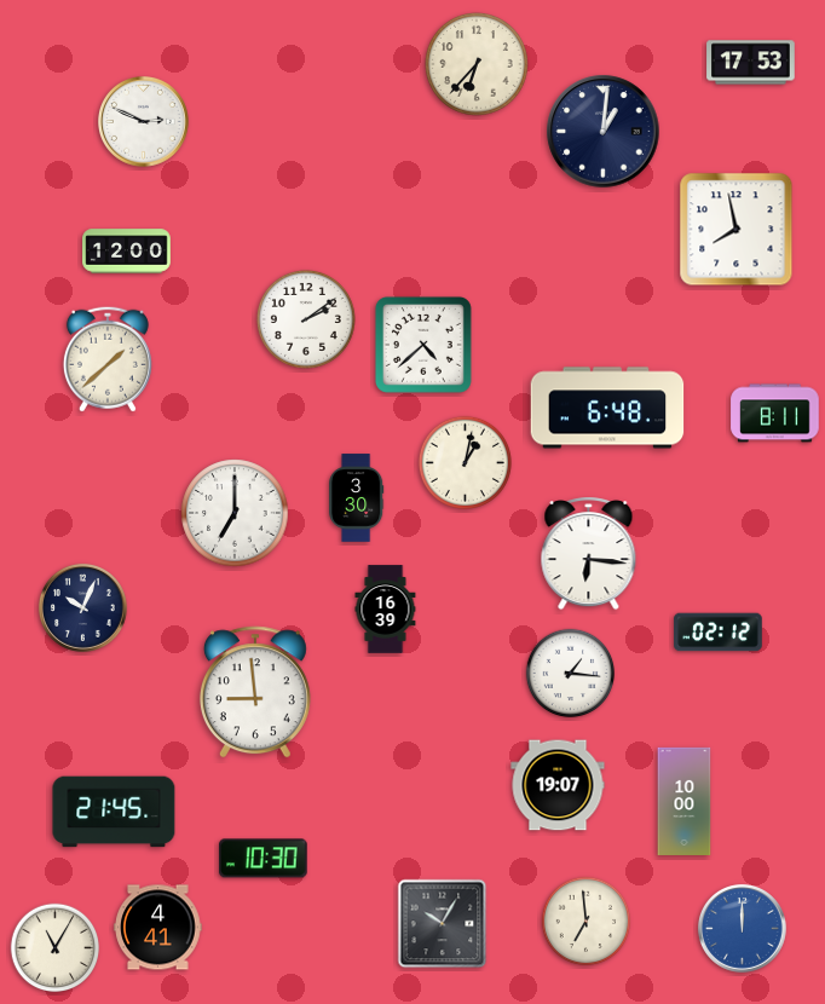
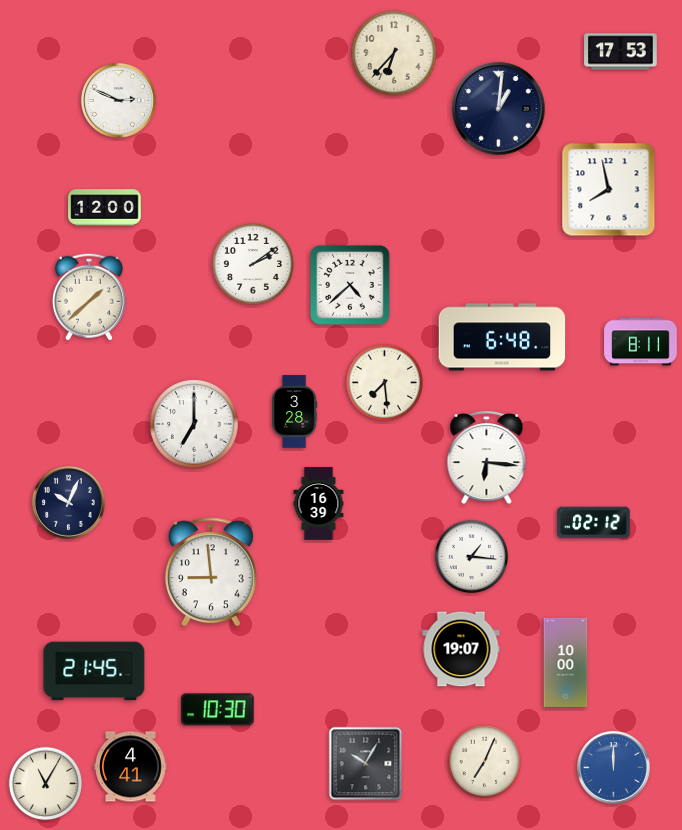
clock at (465, 462): 1:02 -> 7:29
clock at (357, 498): 3:30 -> 3:28
clock at (587, 922): 6:59 -> 7:04
